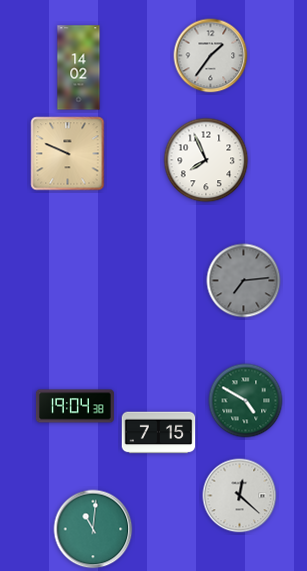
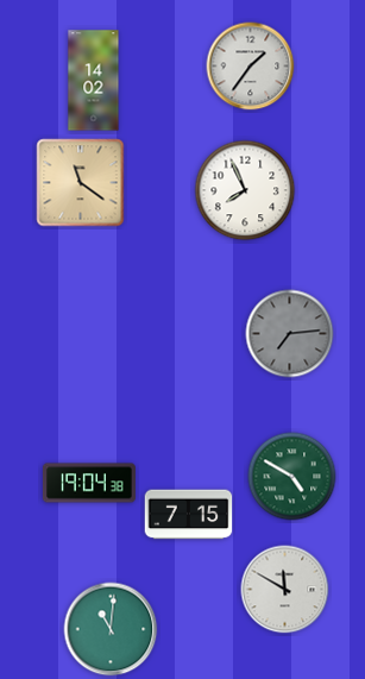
clock at (68, 154): 9:49 -> 11:21
clock at (240, 496): 12:22 -> 11:50
